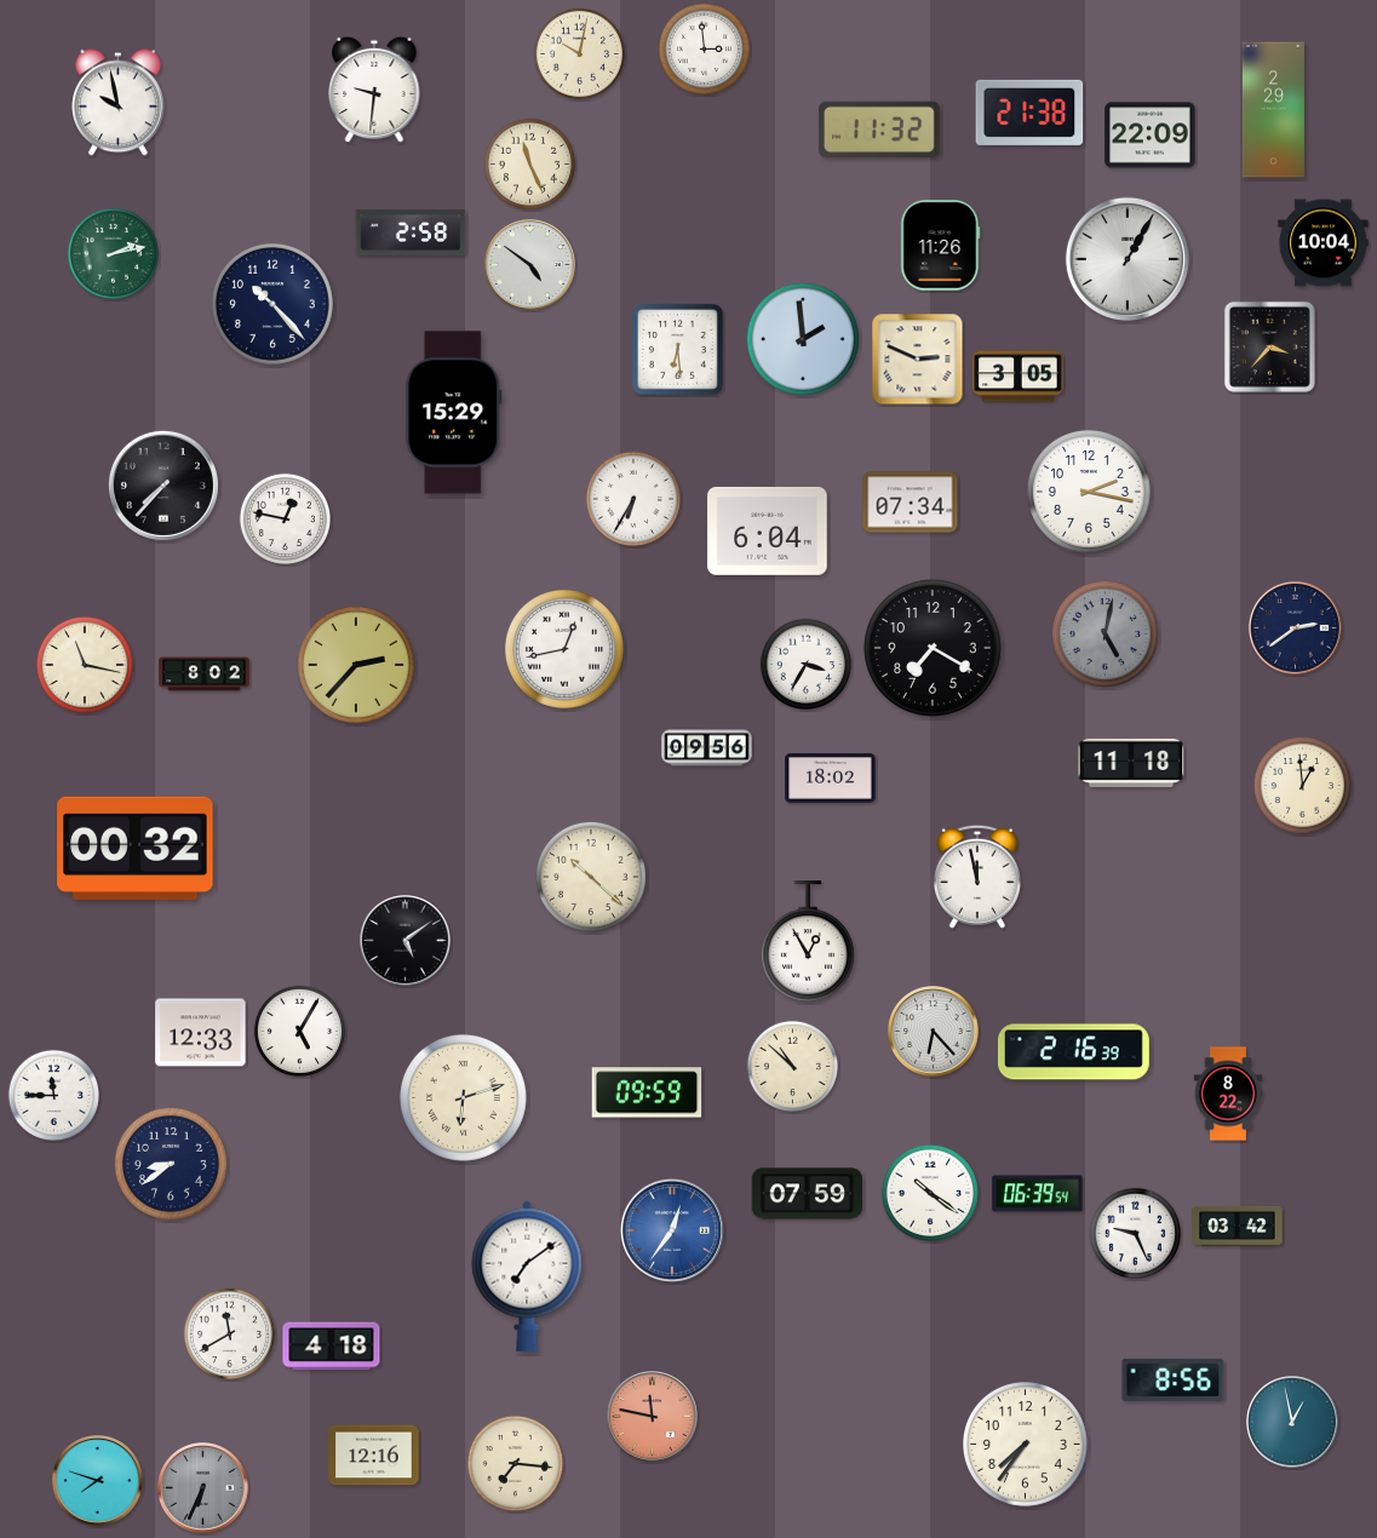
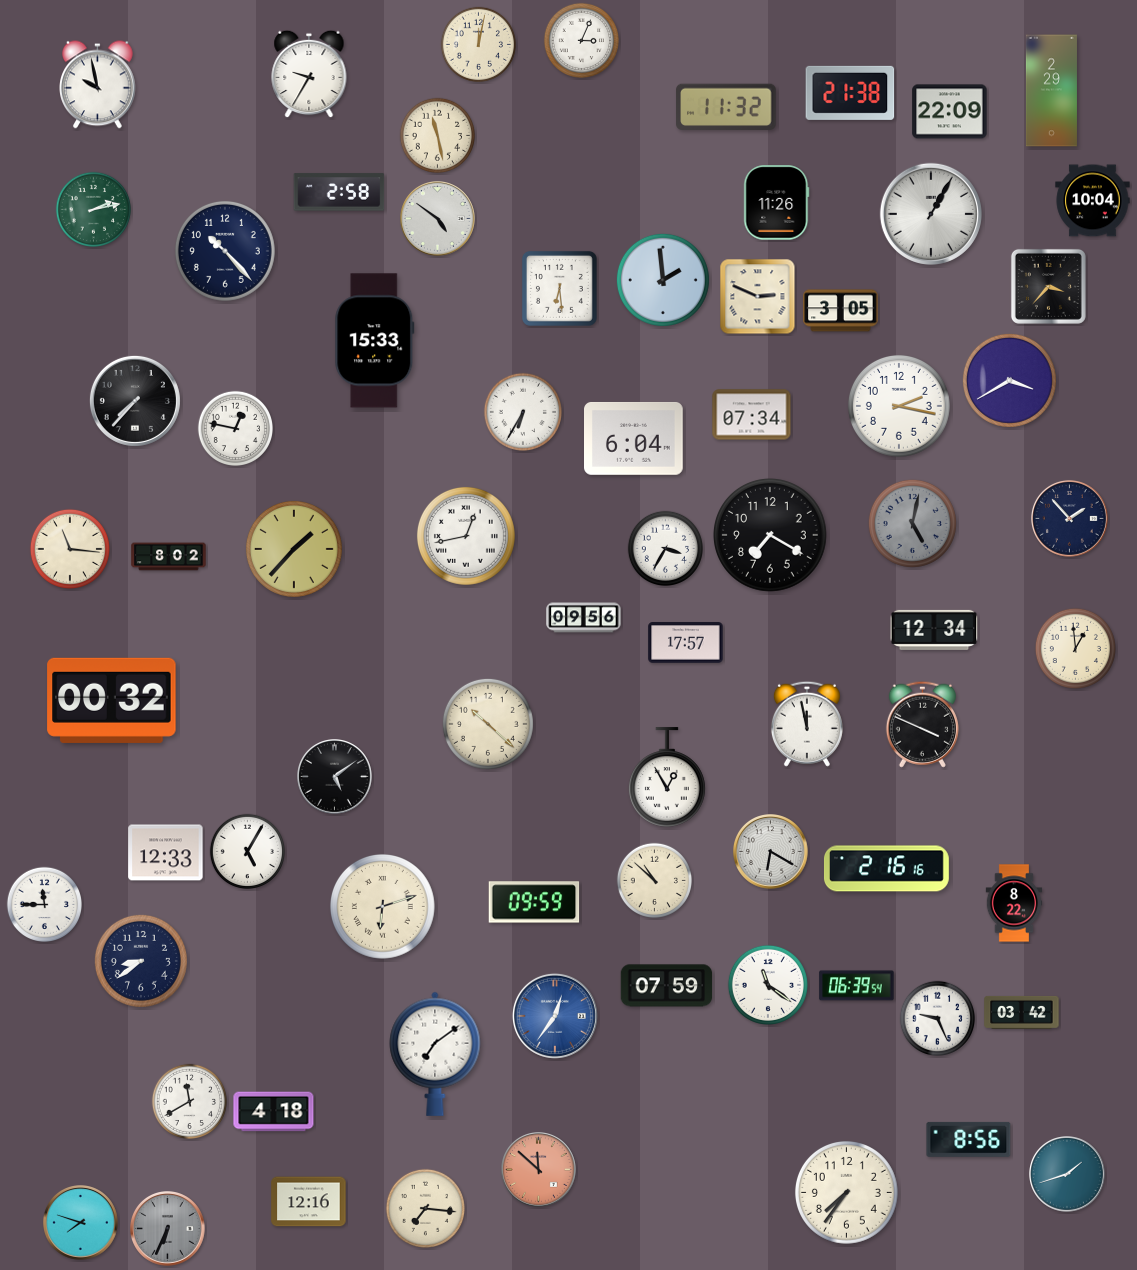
clock at (704, 48): 2:59 -> 3:04
clock at (579, 53): 10:02 -> 12:02
clock at (374, 90): 9:31 -> 9:35
clock at (529, 163): 11:26 -> 11:28
clock at (454, 413): 15:29 -> 15:33
clock at (1009, 380): none -> 3:40
clock at (1295, 627): 2:39 -> 1:53
clock at (85, 665): 11:17 -> 11:16
clock at (356, 665): 2:37 -> 1:37
clock at (1131, 763): 11:18 -> 12:34
clock at (831, 779): 18:02 -> 17:57
clock at (922, 724): none -> 3:49
clock at (934, 1032): 6:23 -> 6:20
clock at (1073, 1052): 2:16:39 -> 2:16:16
clock at (930, 1193): 10:21 -> 11:21
clock at (653, 1417): 11:47 -> 11:52
clock at (1293, 1423): 12:58 -> 1:42
